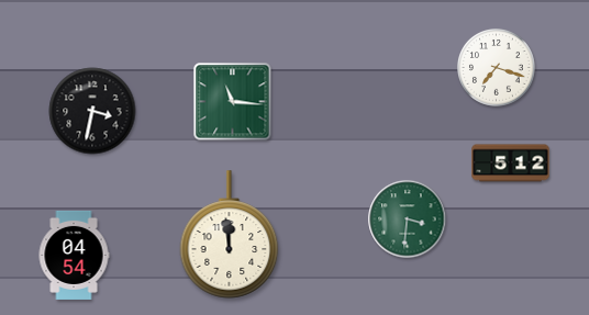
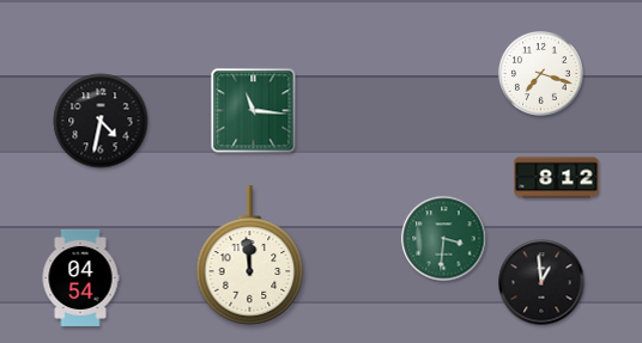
clock at (92, 111): 3:32 -> 4:32
clock at (511, 164): 5:12 -> 8:12
clock at (541, 282): none -> 12:59
